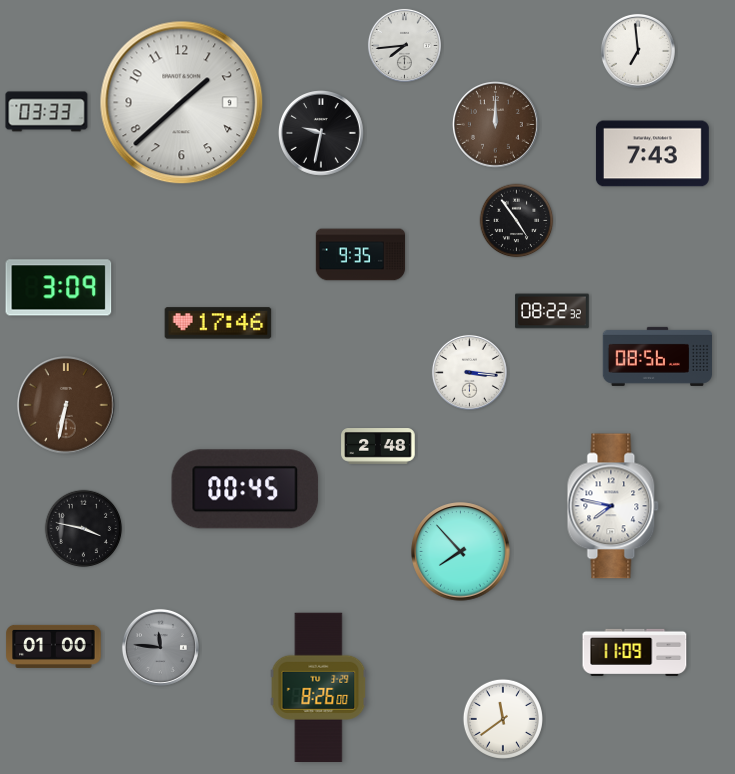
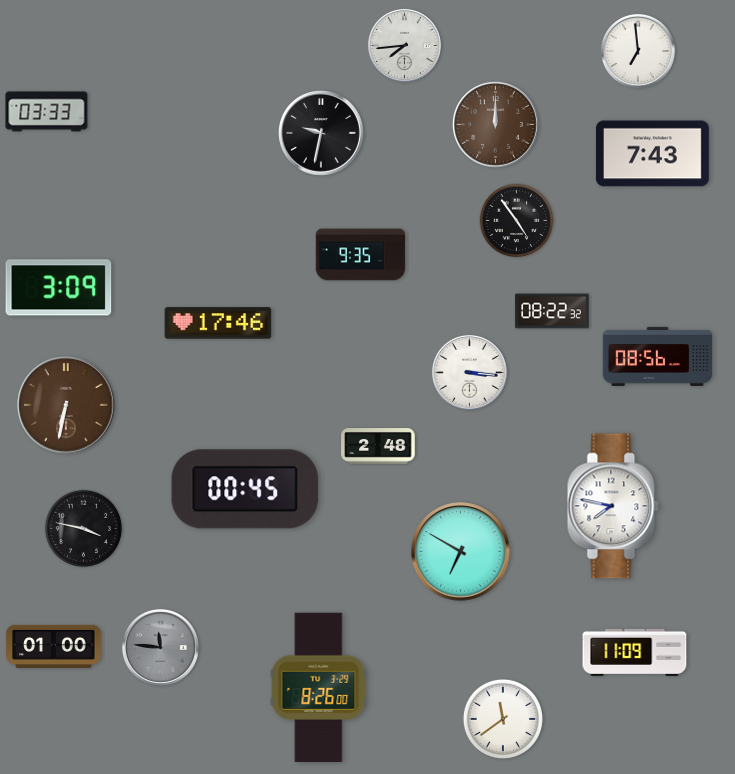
clock at (182, 103): 1:38 -> none
clock at (461, 552): 7:53 -> 6:50
